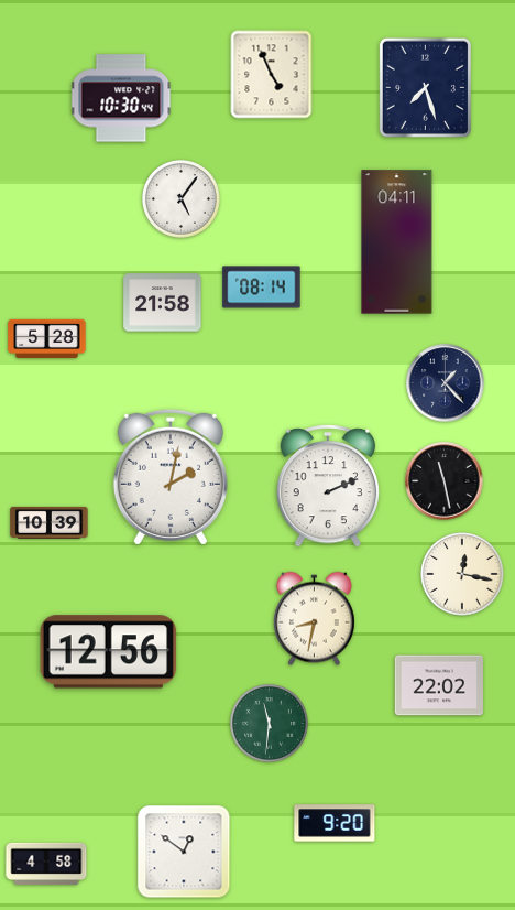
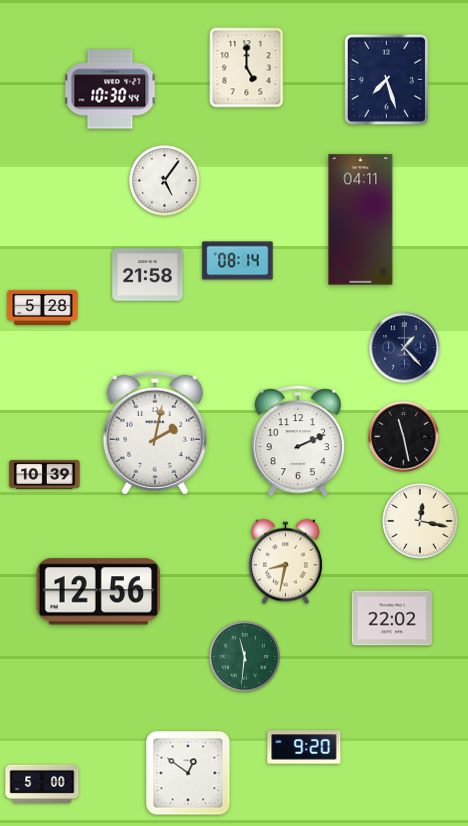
clock at (272, 75): 4:56 -> 5:00
clock at (439, 685) position: (439, 685) -> (392, 618)
clock at (184, 852) position: (184, 852) -> (188, 773)
clock at (46, 864): 4:58 -> 5:00
